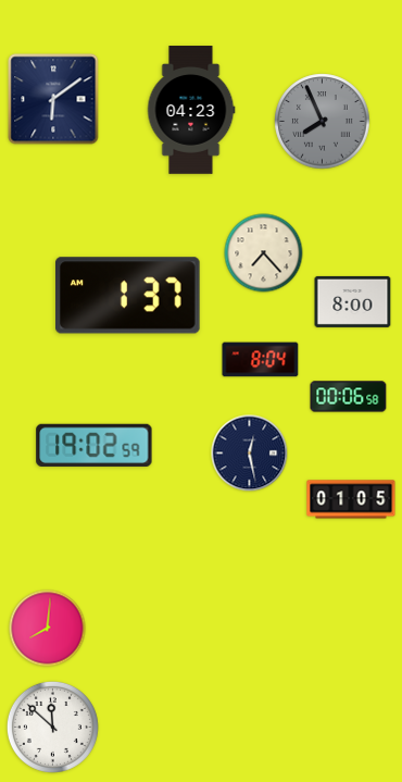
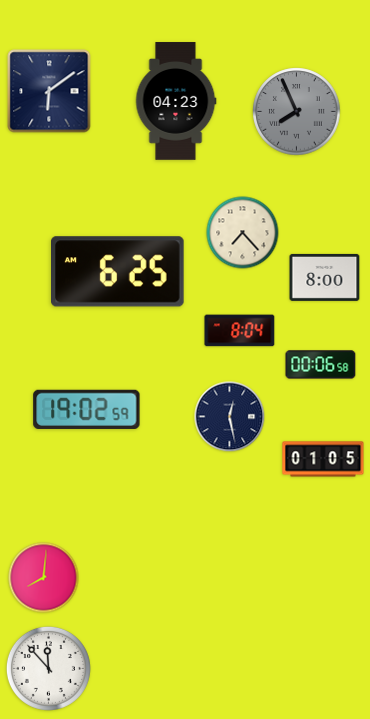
clock at (128, 296): 1:37 -> 6:25
clock at (52, 727): 11:52 -> 11:53
